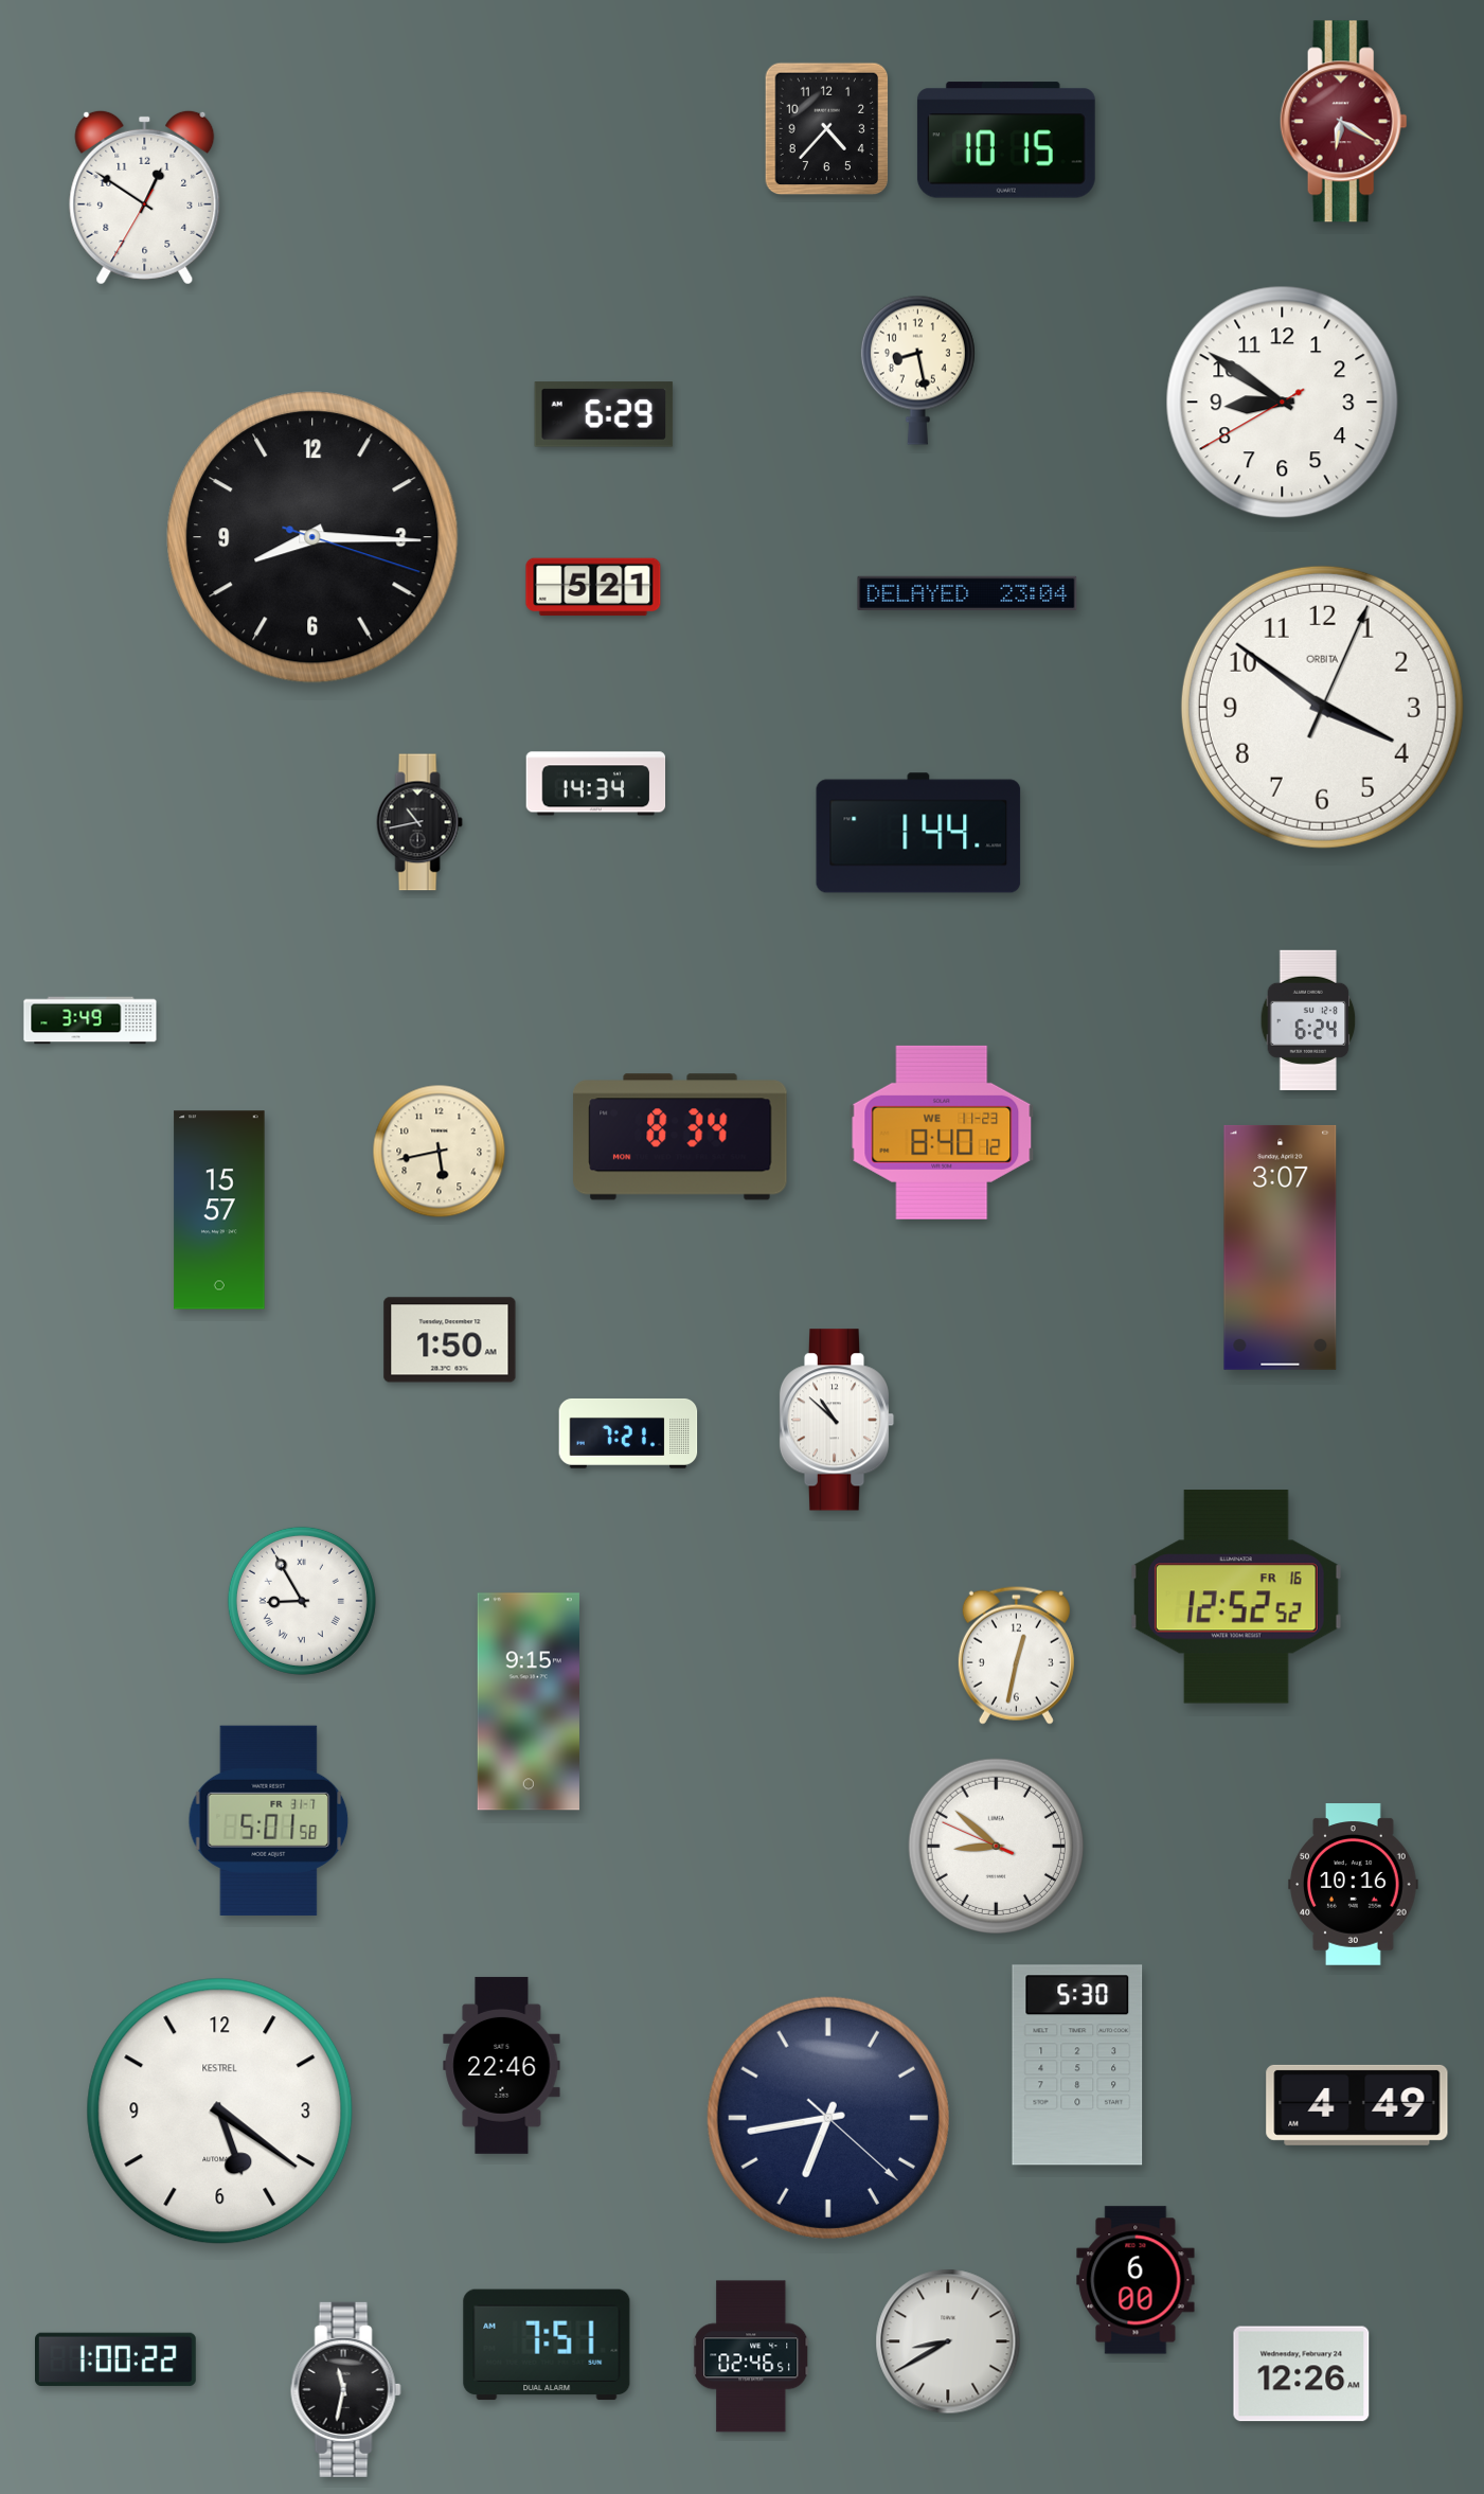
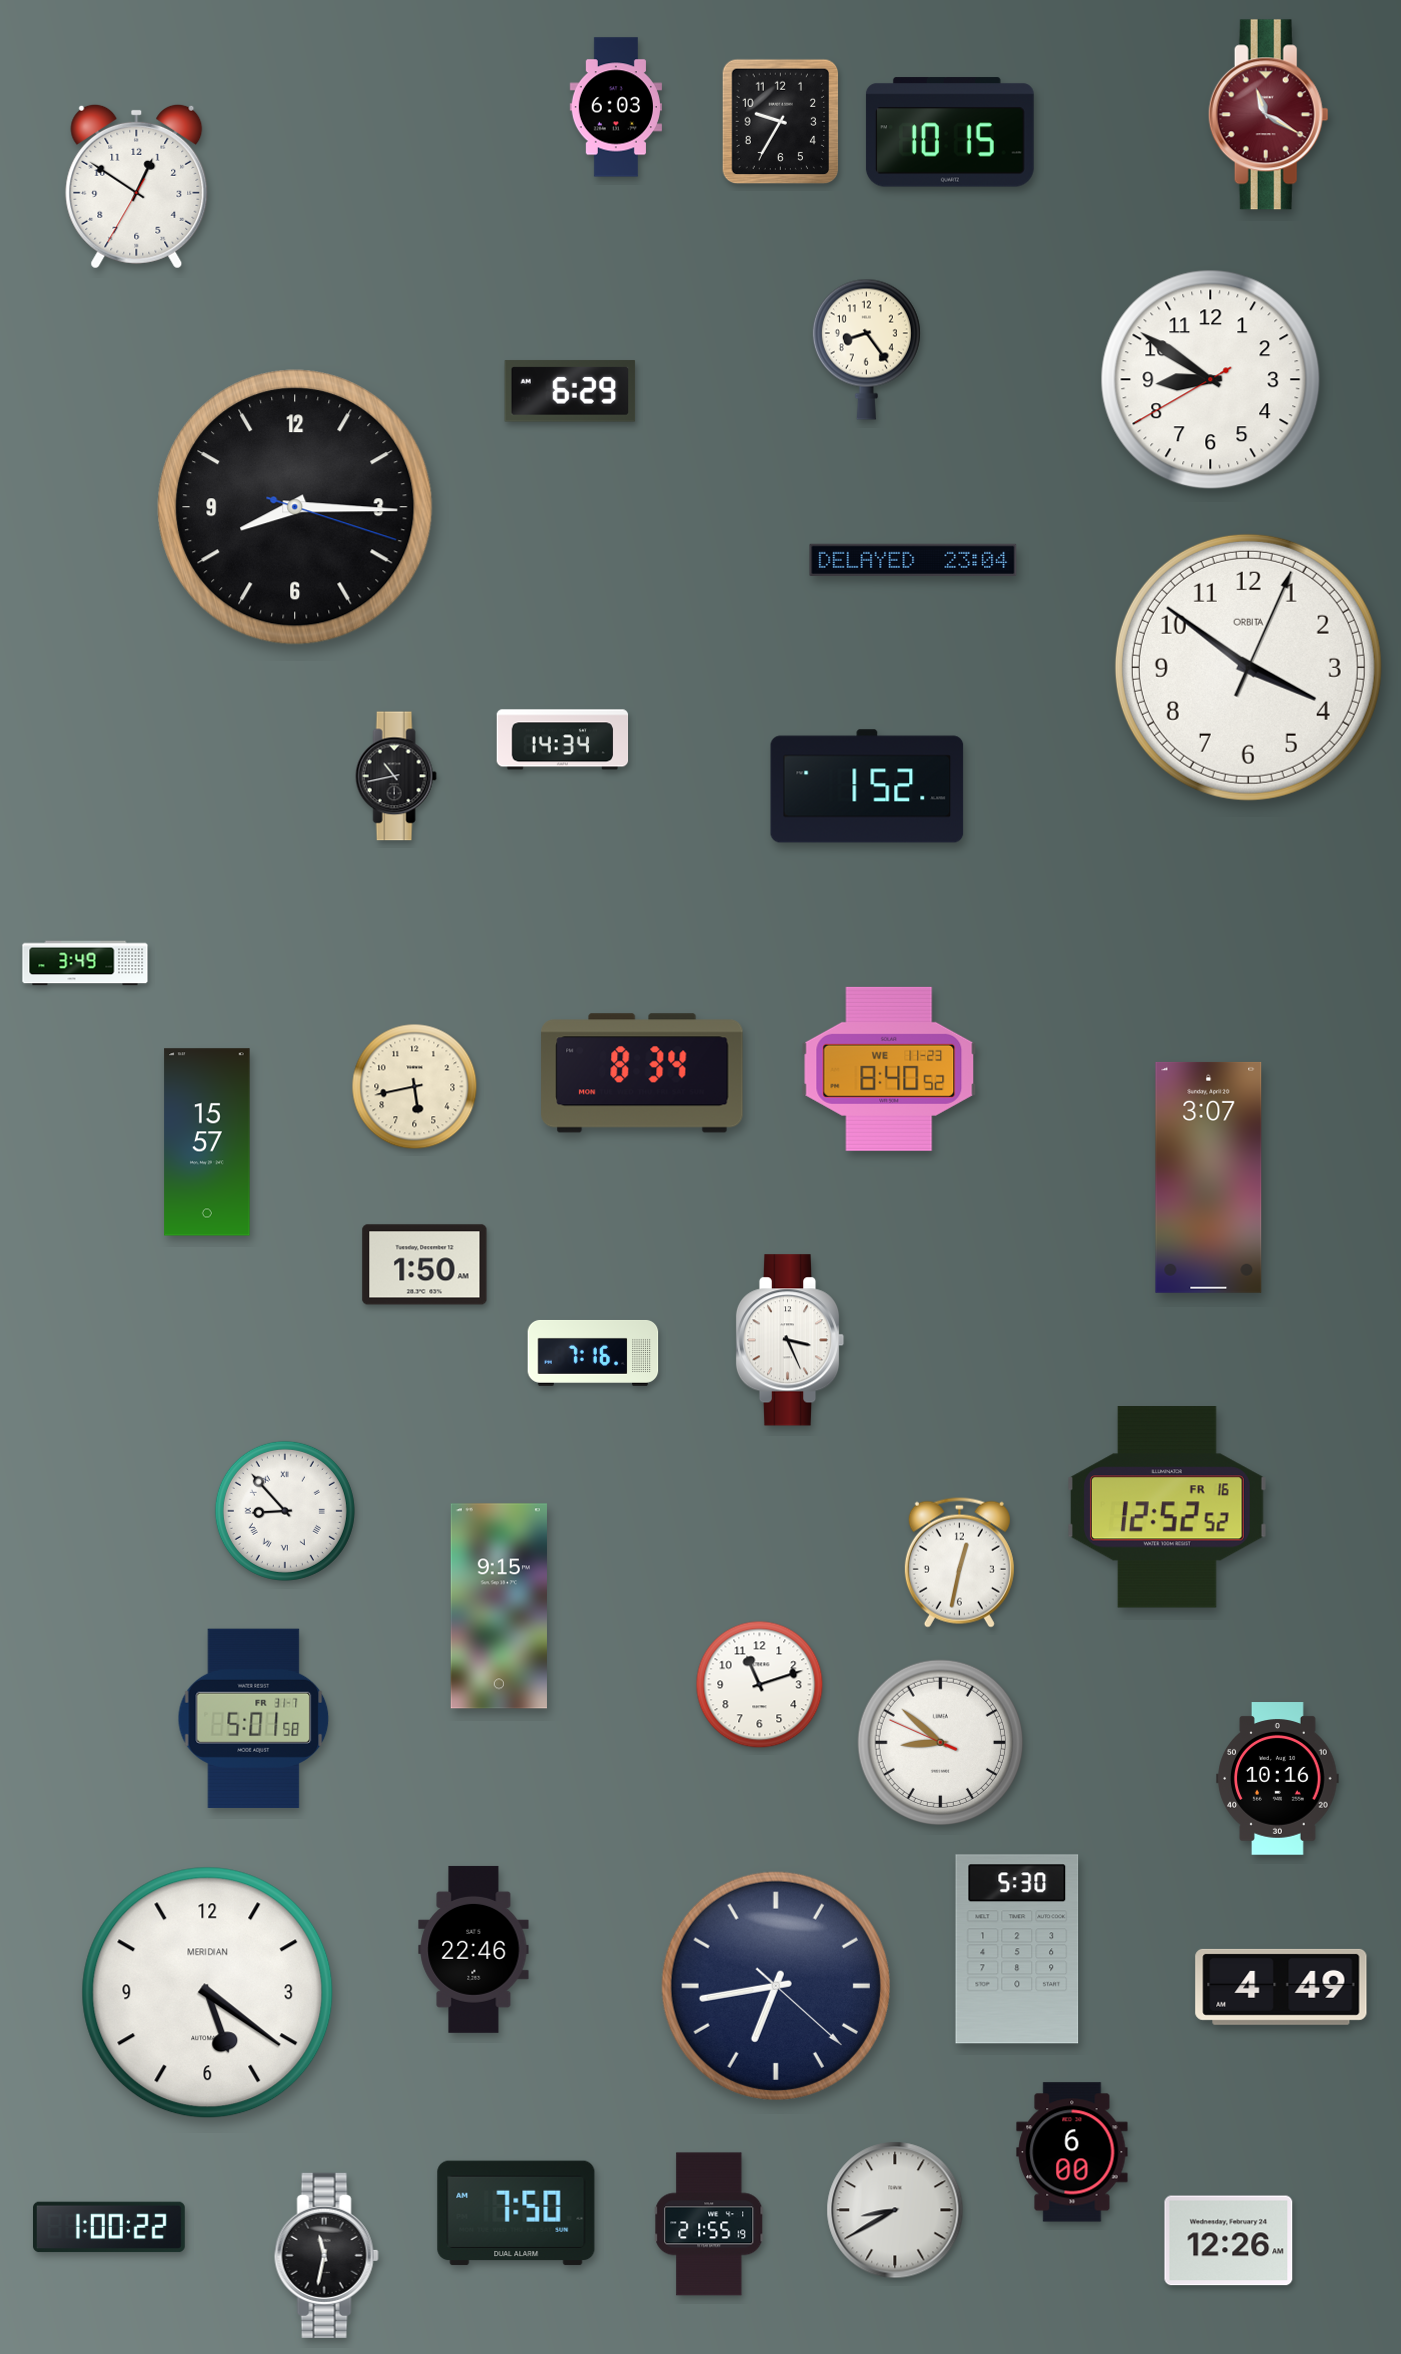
clock at (616, 107): none -> 6:03
clock at (1343, 122): 6:20 -> 11:20
clock at (827, 129): 4:37 -> 9:35
clock at (917, 370): 8:28 -> 8:24
clock at (593, 587): 5:21 -> none
clock at (918, 833): 1:44 -> 1:52
clock at (1308, 1019): 6:24 -> none
clock at (942, 1133): 8:40:12 -> 8:40:52
clock at (837, 1420): 10:52 -> 3:26
clock at (628, 1433): 7:21 -> 7:16
clock at (302, 1601): 8:55 -> 8:53
clock at (760, 1685): none -> 11:12
clock at (220, 2112) brand: KESTREL -> MERIDIAN
clock at (828, 2118) position: (828, 2118) -> (776, 1986)
clock at (547, 2345): 7:51 -> 7:50
clock at (751, 2356): 02:46 -> 21:55
